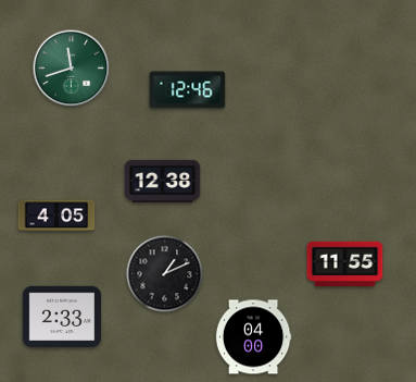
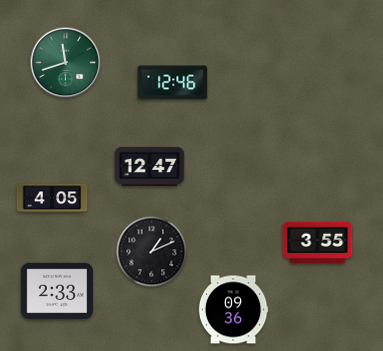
clock at (163, 181): 12:38 -> 12:47
clock at (345, 264): 11:55 -> 3:55
clock at (253, 337): 04:00 -> 09:36
